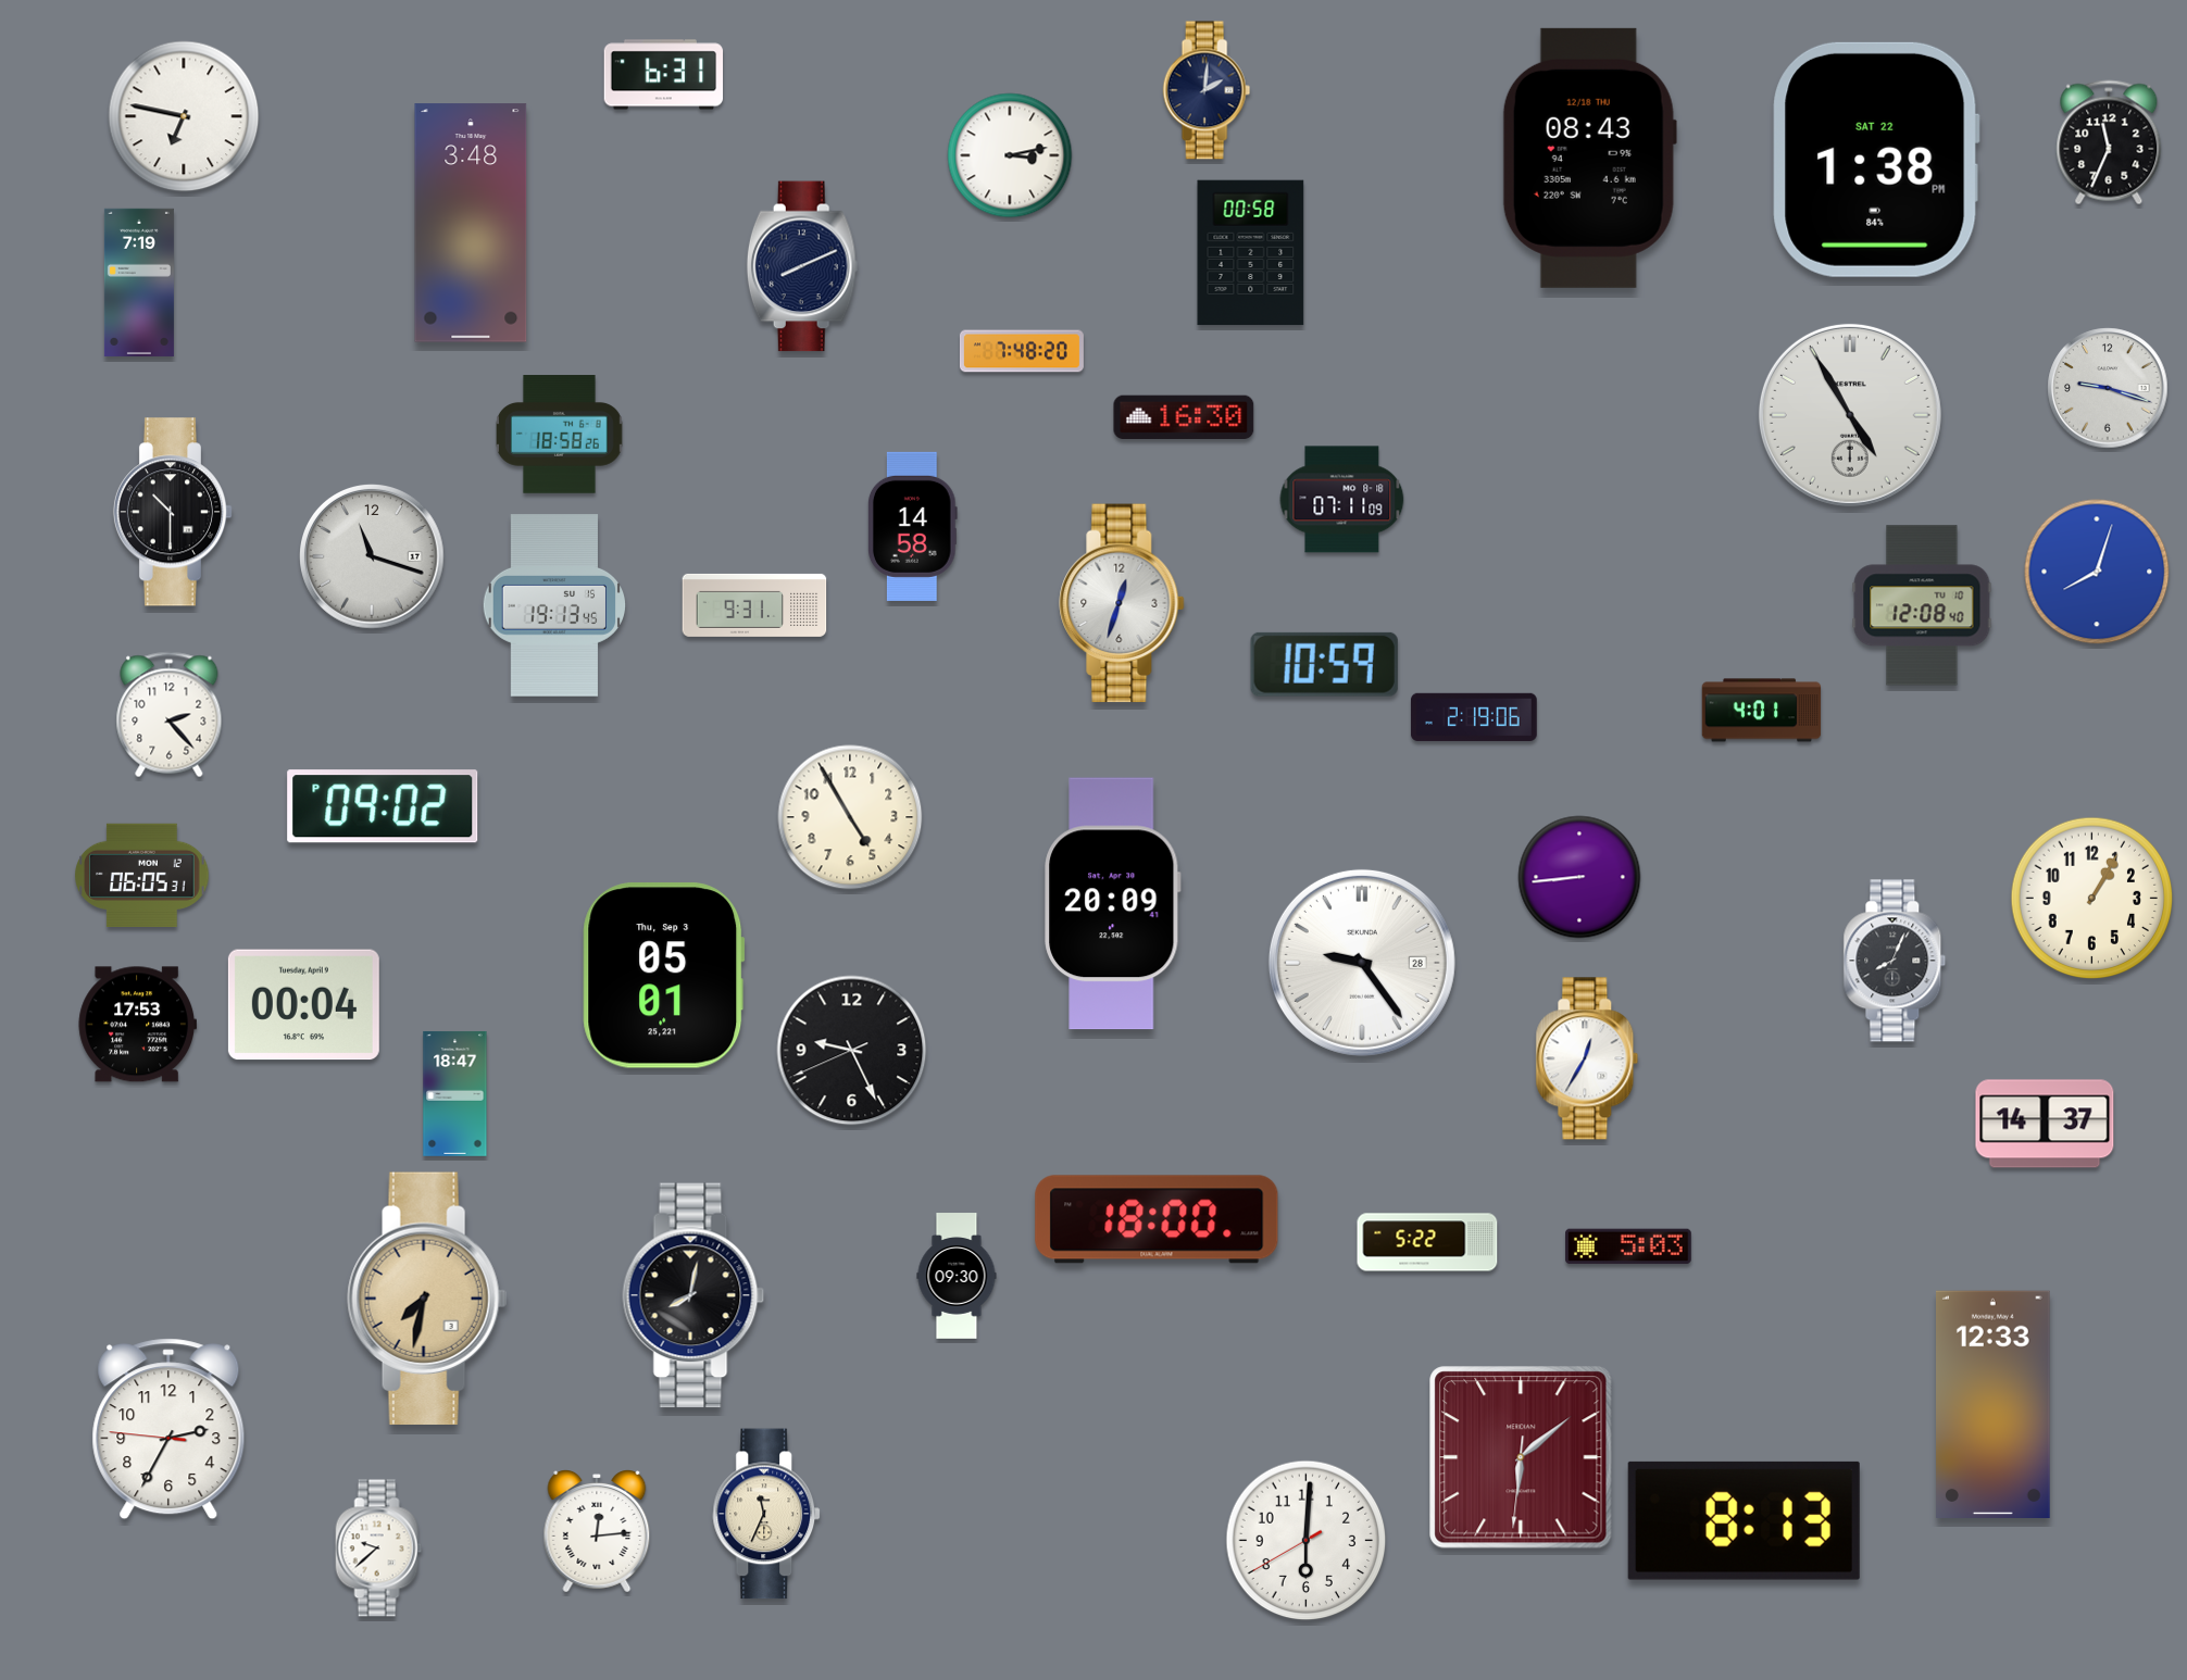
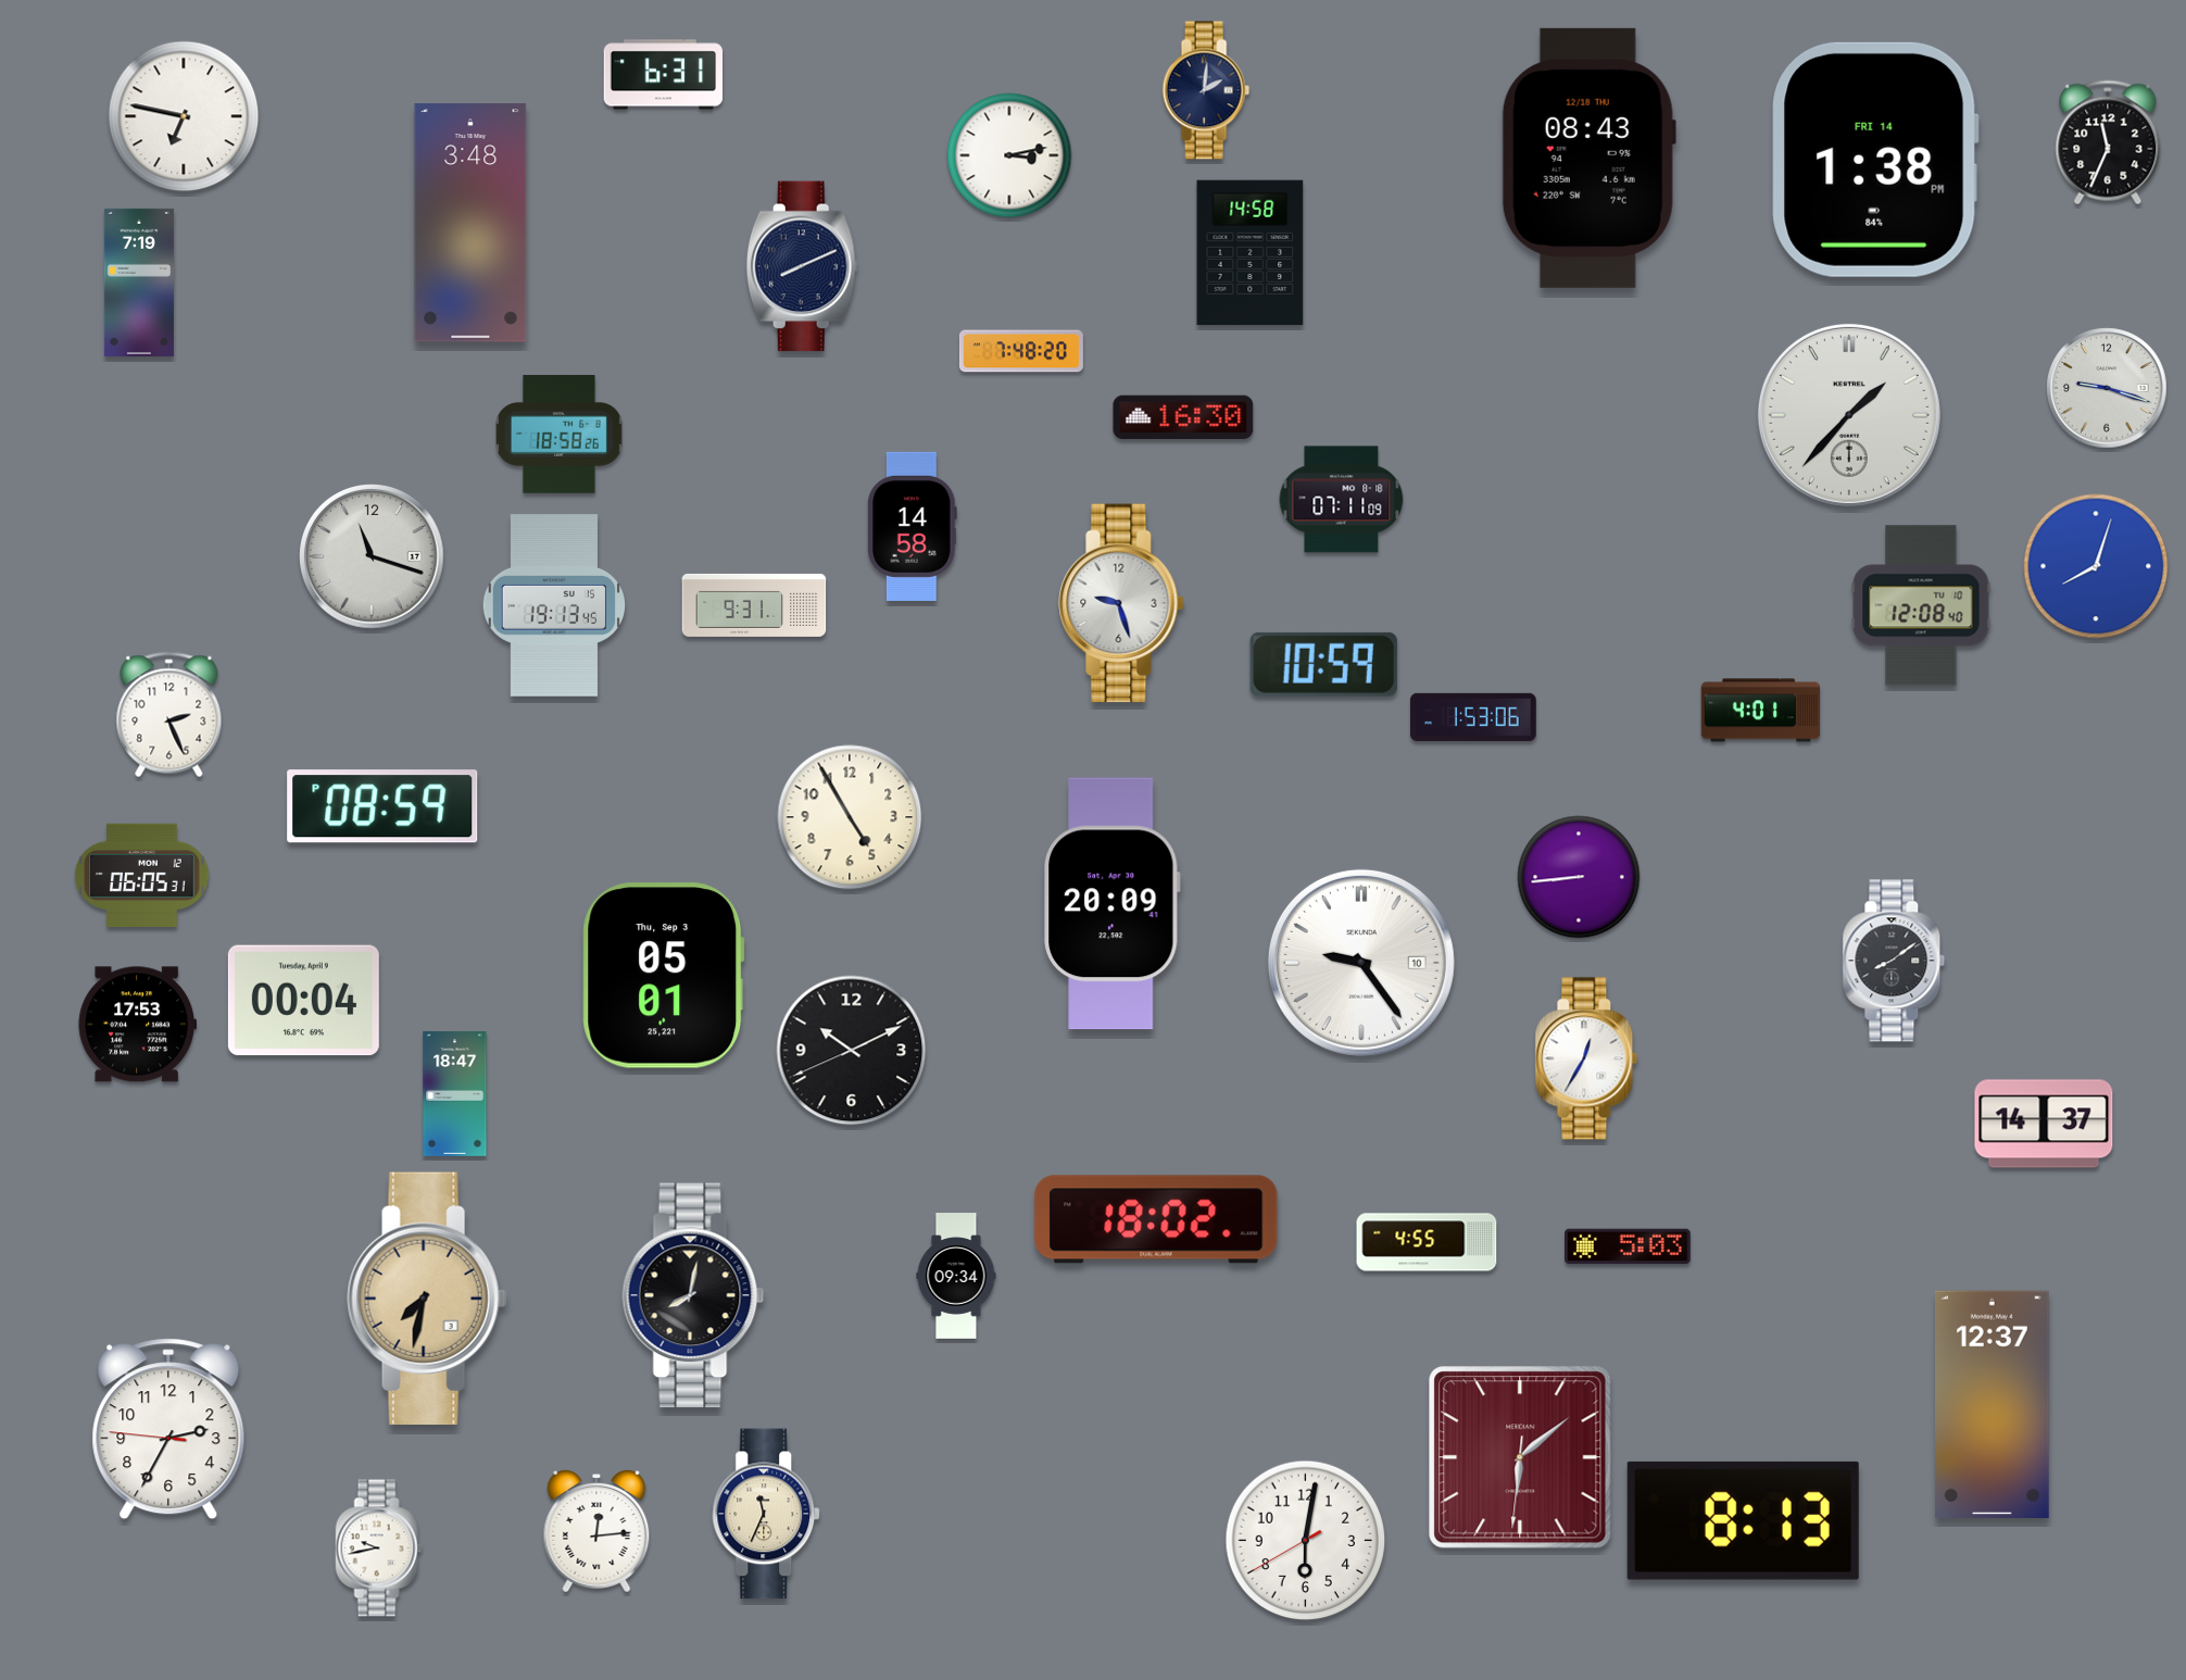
clock at (1876, 160) date: SAT 22 -> FRI 14
clock at (1251, 253): 00:58 -> 14:58
clock at (1850, 415): 4:55 -> 1:37
clock at (173, 512): 10:30 -> none
clock at (2097, 572) position: (2097, 572) -> (2096, 566)
clock at (1122, 603): 12:33 -> 9:27
clock at (170, 715): 2:23 -> 2:26
clock at (1474, 717): 2:19 -> 1:53
clock at (383, 806): 09:02 -> 08:59
clock at (2092, 899): 1:05 -> none
clock at (1895, 961): 8:04 -> 8:09
clock at (1362, 963) date: 28 -> 10
clock at (303, 1005) position: (303, 1005) -> (303, 1001)
clock at (852, 1051): 9:25 -> 10:10
clock at (1157, 1219): 18:00 -> 18:02
clock at (1427, 1242): 5:22 -> 4:55
clock at (957, 1276): 09:30 -> 09:34
clock at (1994, 1404): 12:33 -> 12:37
clock at (1307, 1541): 6:00 -> 6:01
clock at (379, 1549): 9:38 -> 9:43
